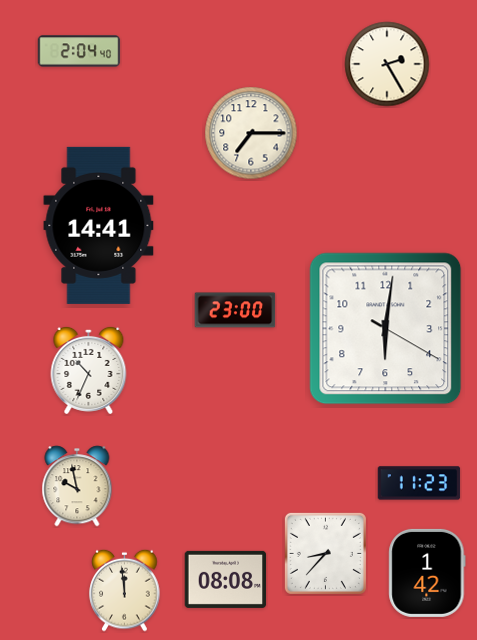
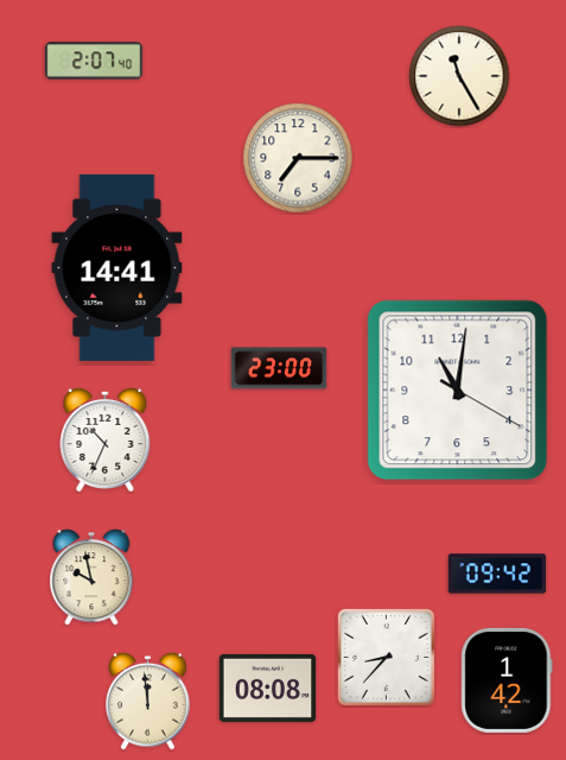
clock at (79, 51): 2:04 -> 2:07
clock at (387, 64): 2:25 -> 11:25
clock at (386, 329): 6:01 -> 11:01
clock at (419, 483): 11:23 -> 09:42
